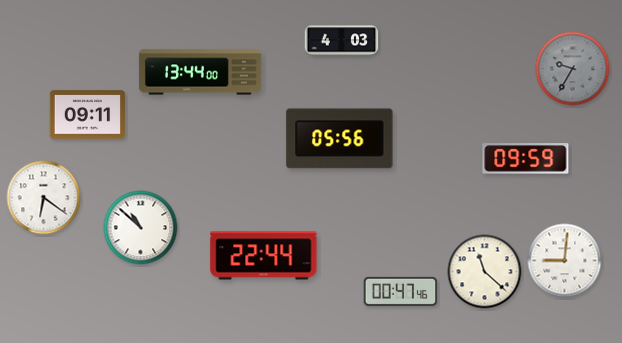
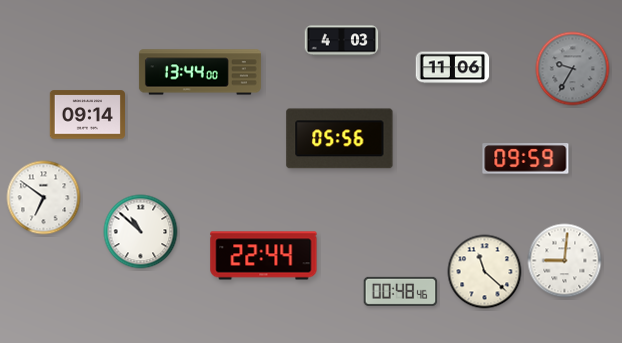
clock at (453, 68): none -> 11:06
clock at (87, 115): 09:11 -> 09:14
clock at (44, 198): 6:21 -> 6:51
clock at (141, 228) position: (141, 228) -> (141, 232)
clock at (401, 291): 00:47 -> 00:48
